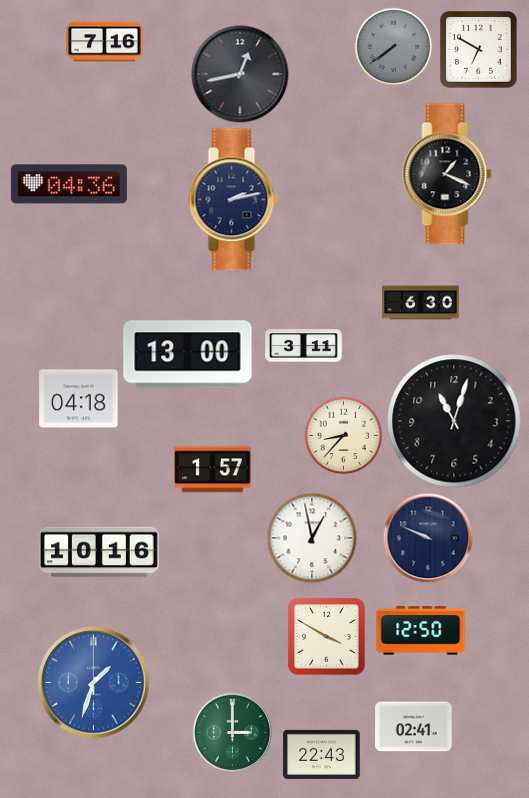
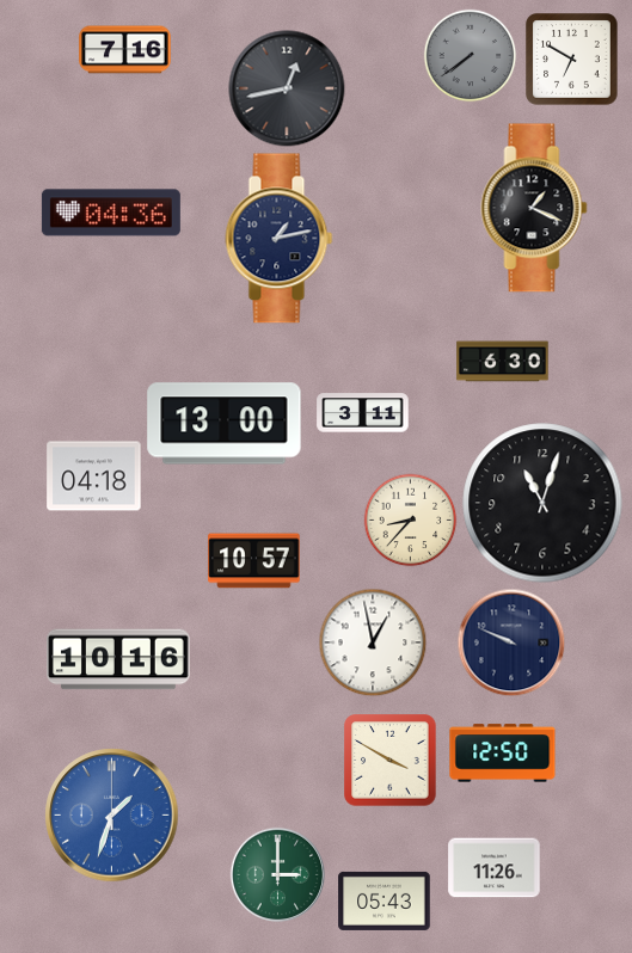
clock at (69, 184) position: (69, 184) -> (111, 213)
clock at (234, 200): 2:13 -> 1:13
clock at (213, 470): 1:57 -> 10:57
clock at (414, 727): 02:41 -> 11:26
clock at (322, 754): 22:43 -> 05:43
